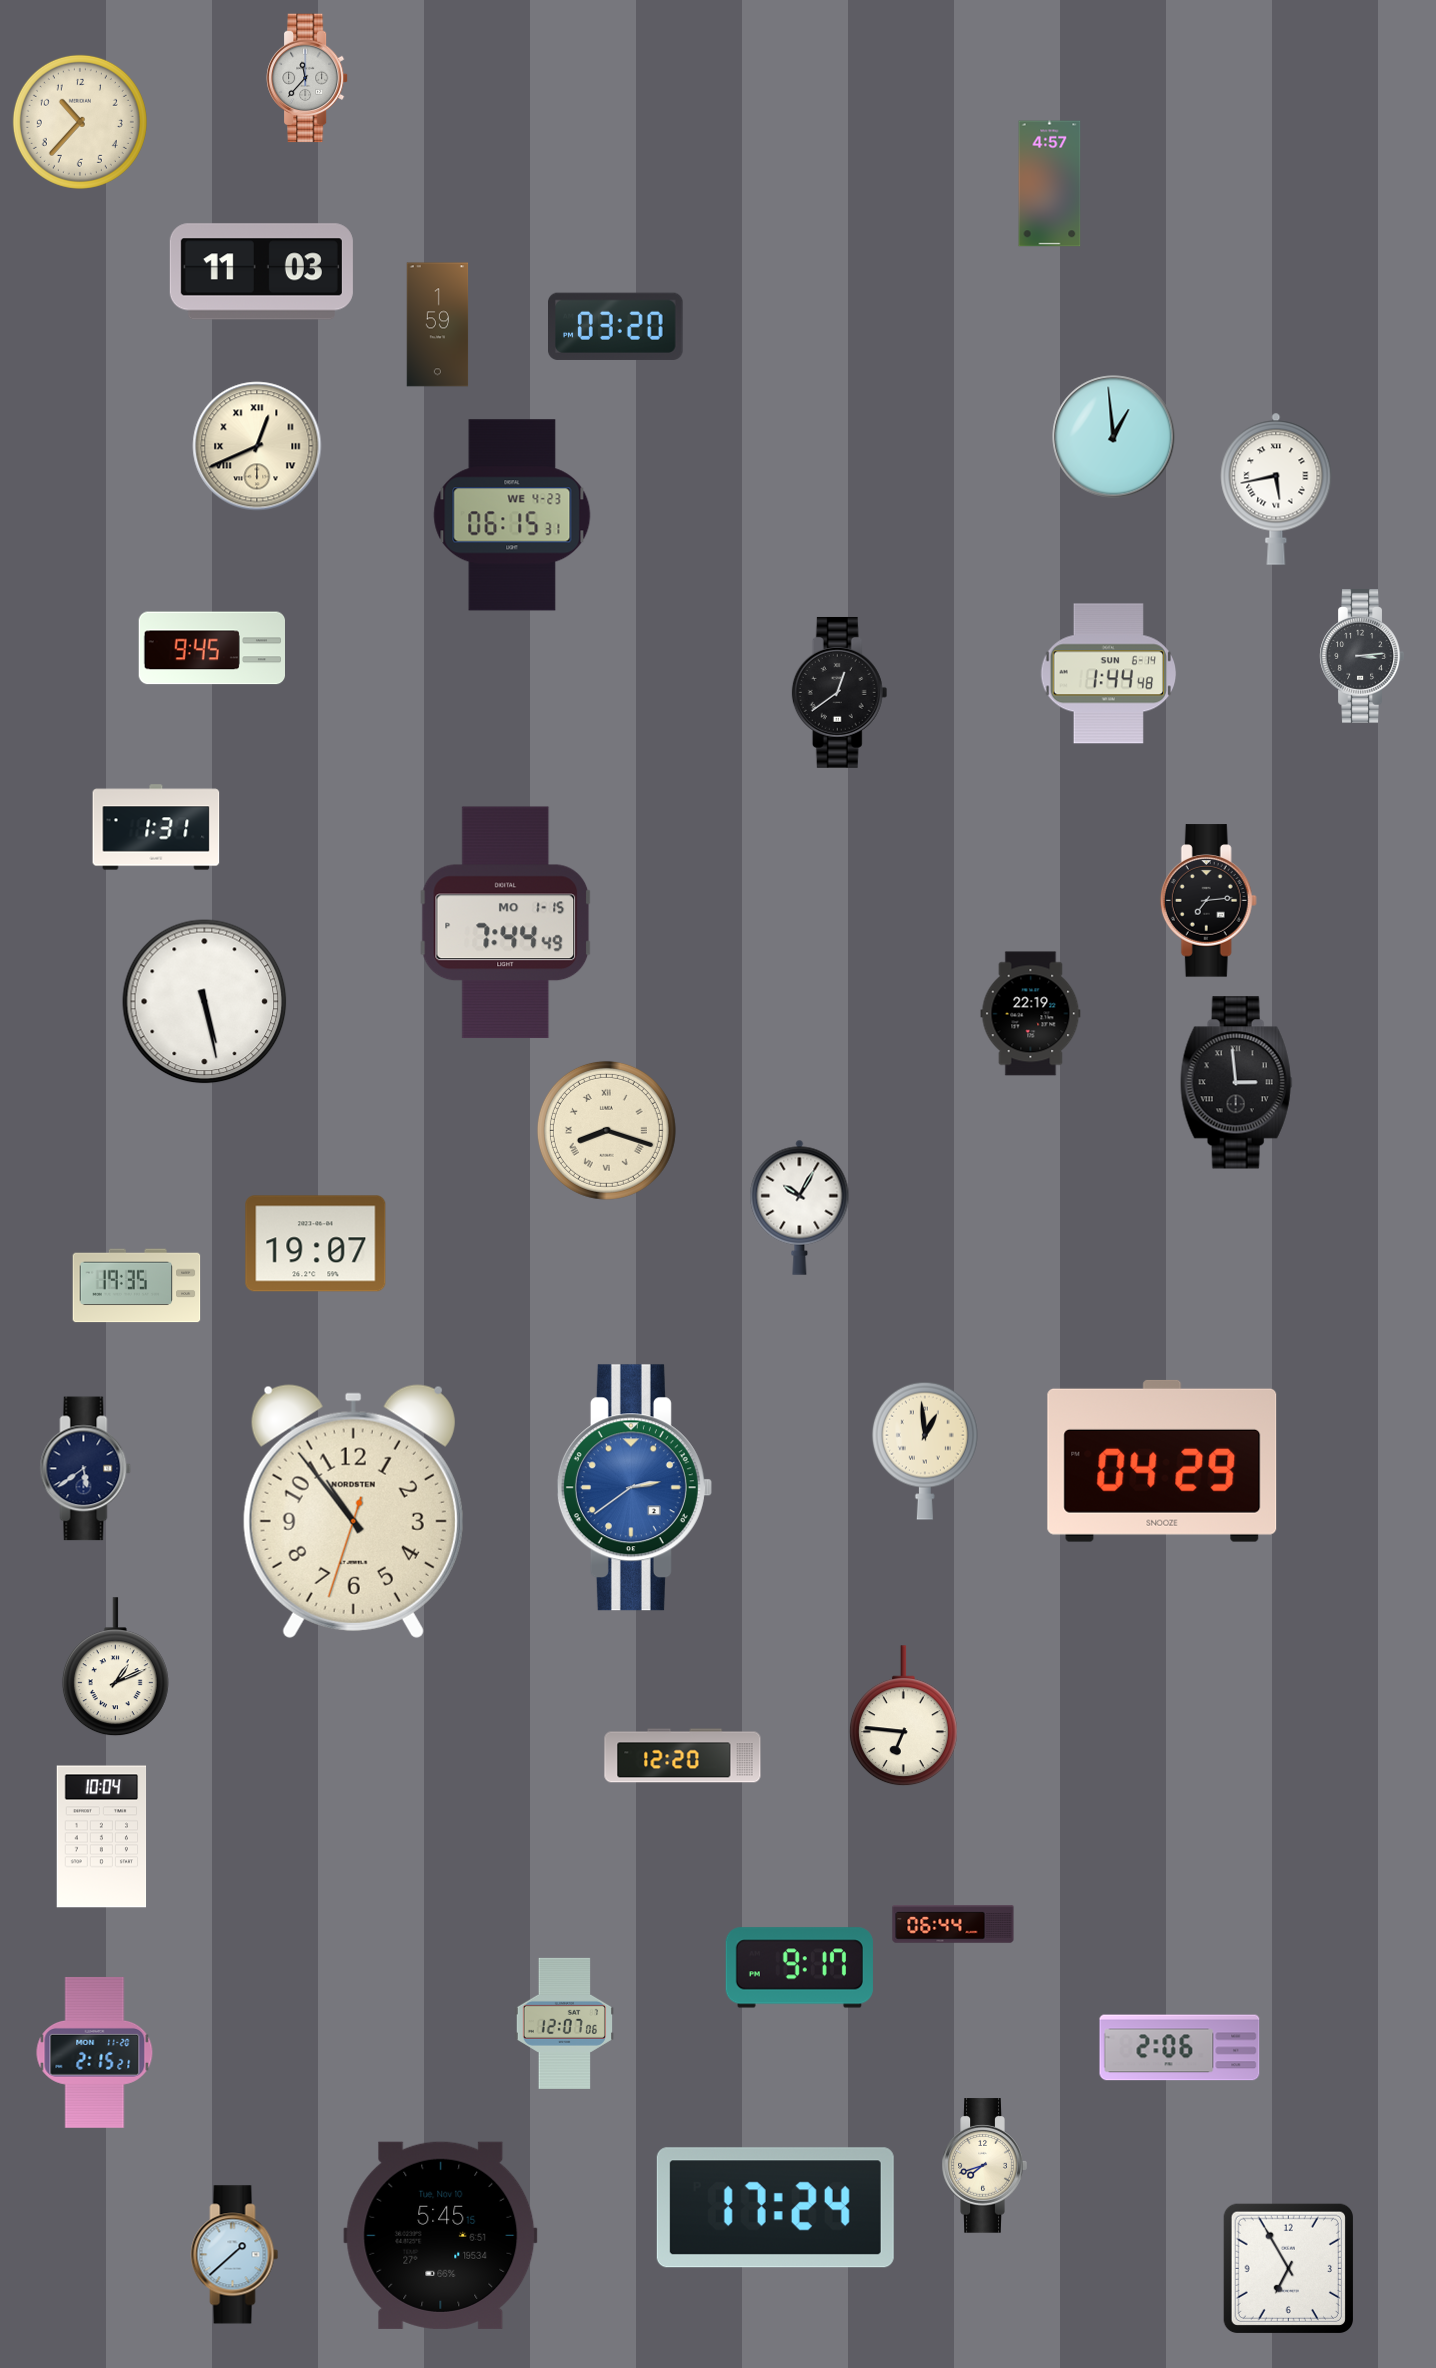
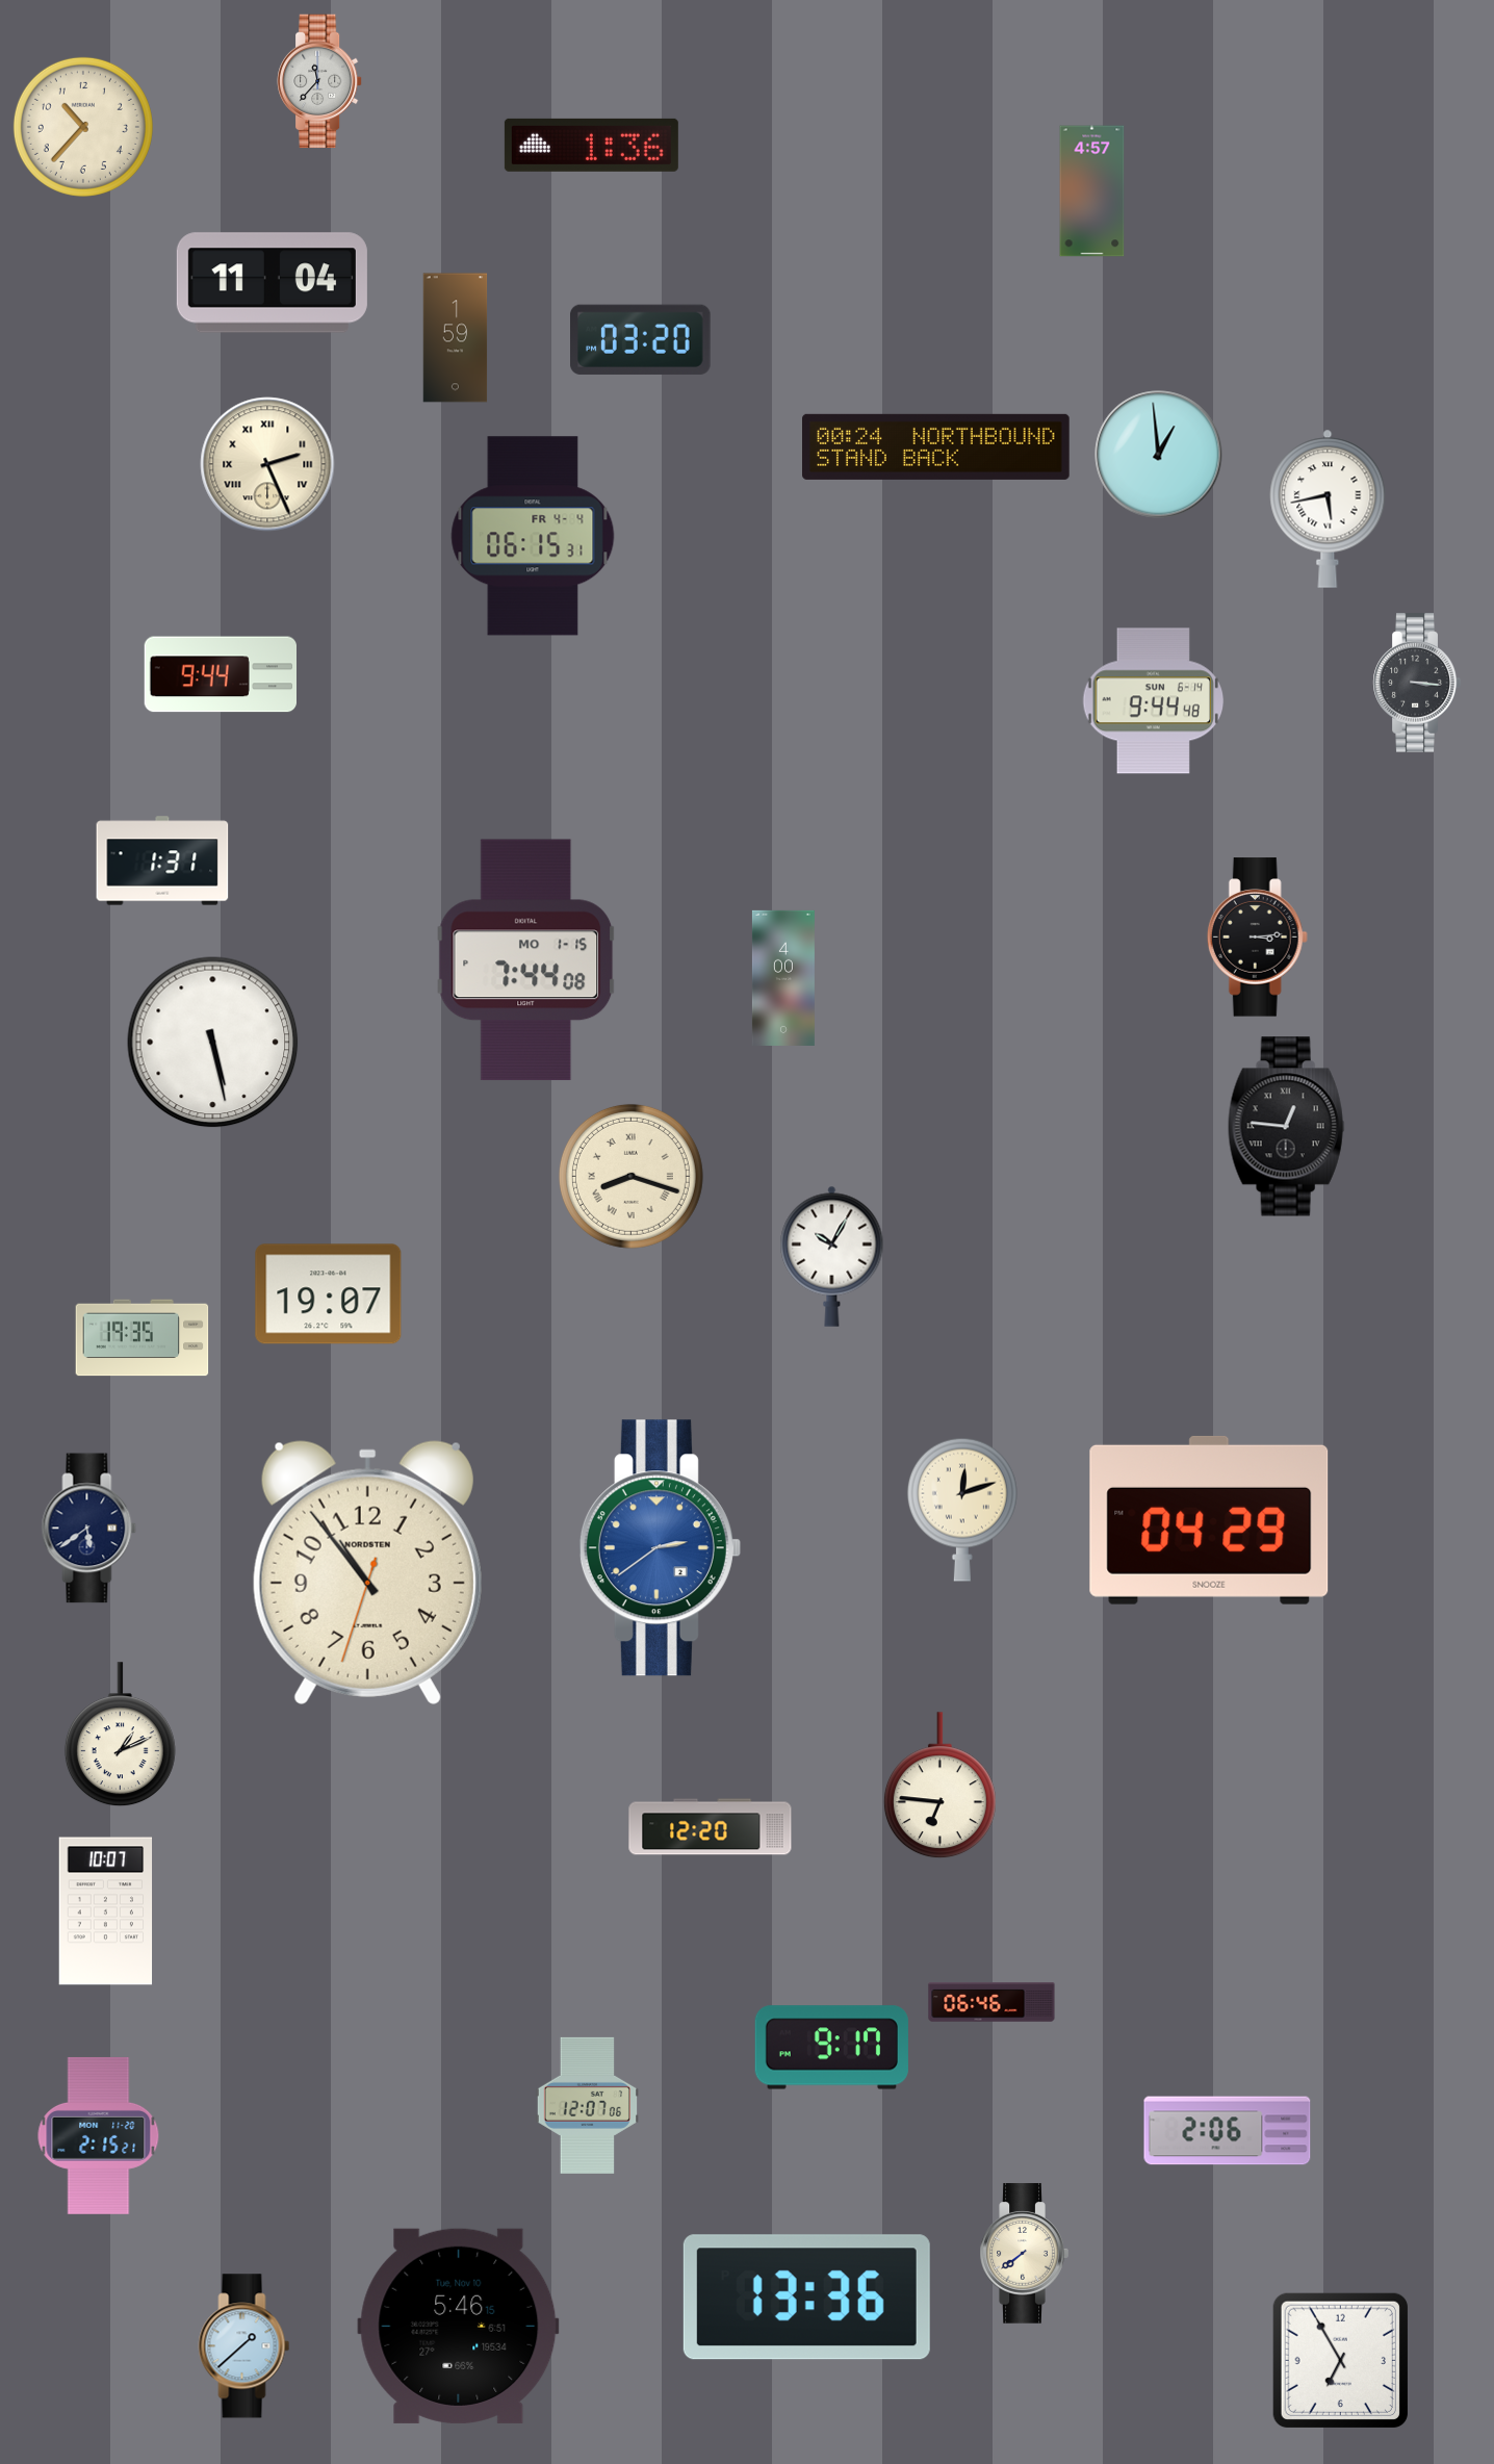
clock at (591, 145): none -> 1:36
clock at (261, 272): 11:03 -> 11:04
clock at (936, 446): none -> 00:24
clock at (257, 446): 12:41 -> 2:26
clock at (512, 515) date: WE 4-23 -> FR 4-4
clock at (211, 648): 9:45 -> 9:44
clock at (1362, 657): 3:14 -> 3:16
clock at (1109, 674): 1:44 -> 9:44
clock at (840, 692): 12:39 -> none
clock at (1208, 901): 7:14 -> 3:14
clock at (506, 923): 7:44:49 -> 7:44:08
clock at (783, 978): none -> 4:00
clock at (1031, 1014): 22:19 -> none
clock at (1236, 1083): 2:59 -> 12:46
clock at (925, 1451): 12:59 -> 12:12
clock at (102, 1837): 10:04 -> 10:07
clock at (953, 1924): 06:44 -> 06:46
clock at (984, 2166): 7:42 -> 7:39
clock at (775, 2208): 17:24 -> 13:36
clock at (441, 2235): 5:45 -> 5:46
